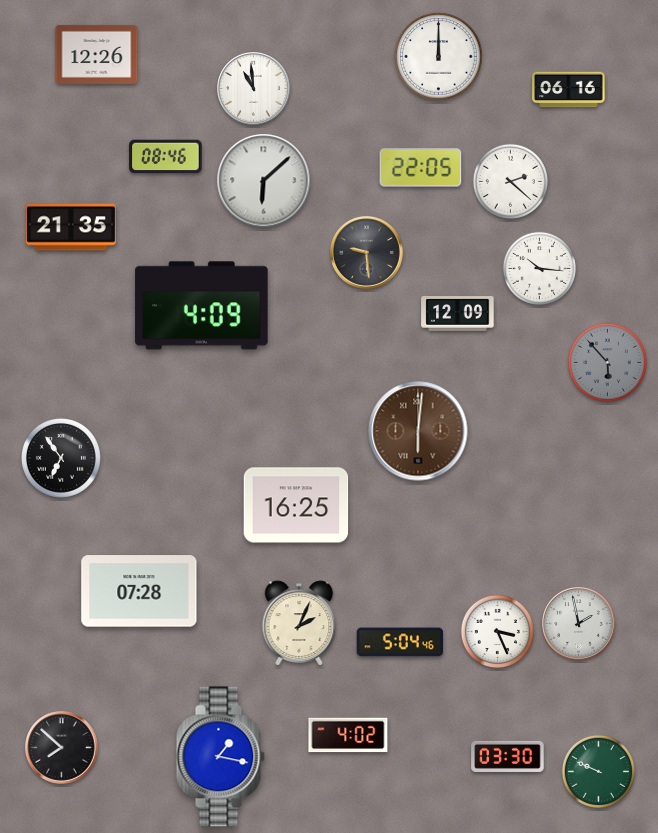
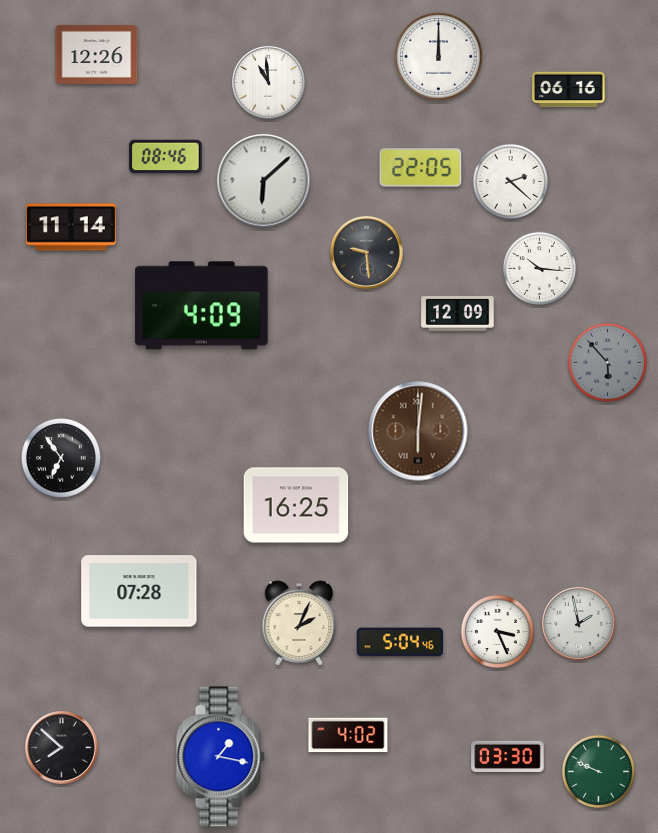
clock at (254, 89) position: (254, 89) -> (269, 83)
clock at (71, 227): 21:35 -> 11:14
